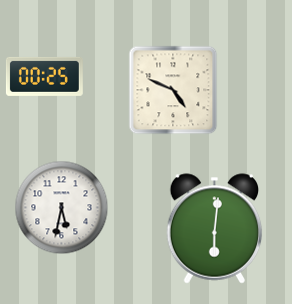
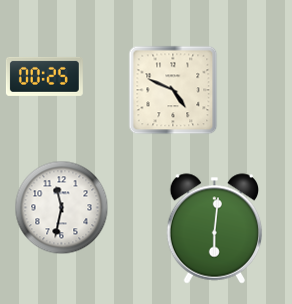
clock at (61, 207): 5:32 -> 11:32
